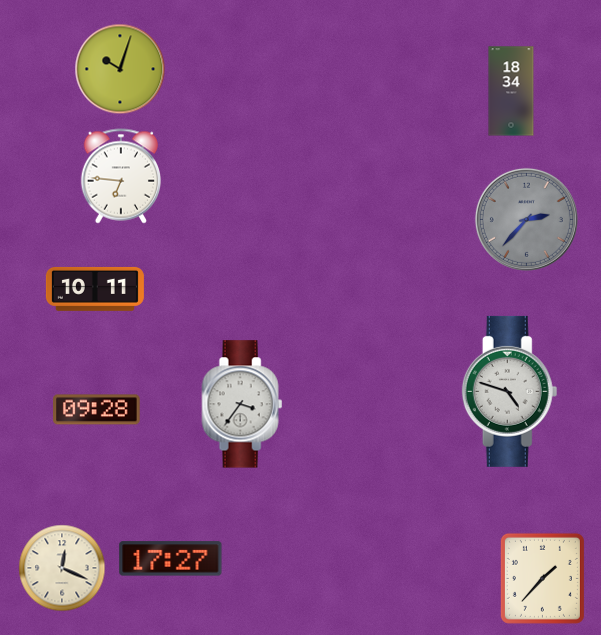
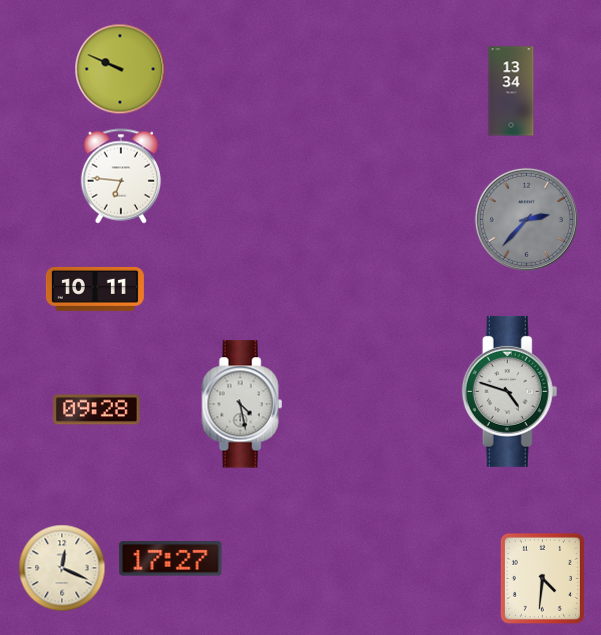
clock at (120, 69): 10:03 -> 9:49
clock at (511, 91): 18:34 -> 13:34
clock at (242, 404): 3:36 -> 4:28
clock at (542, 578): 1:37 -> 4:31
